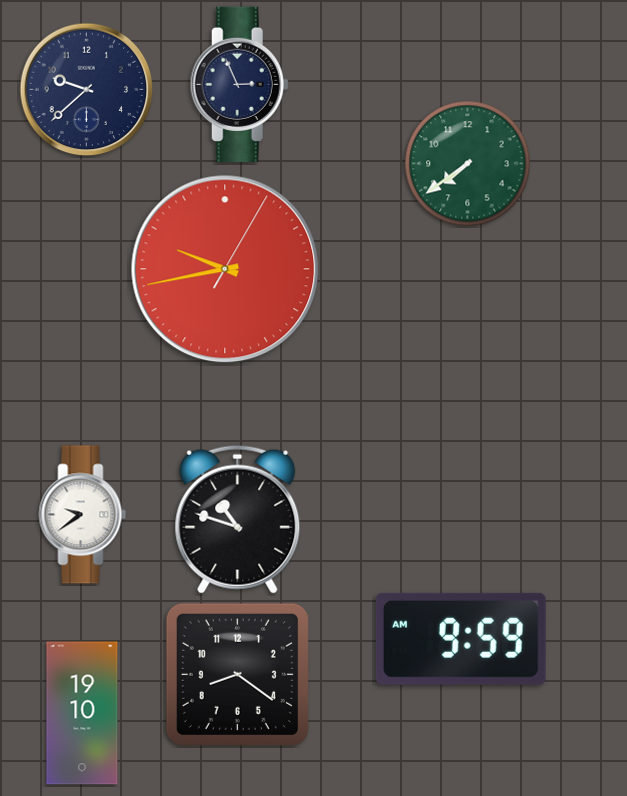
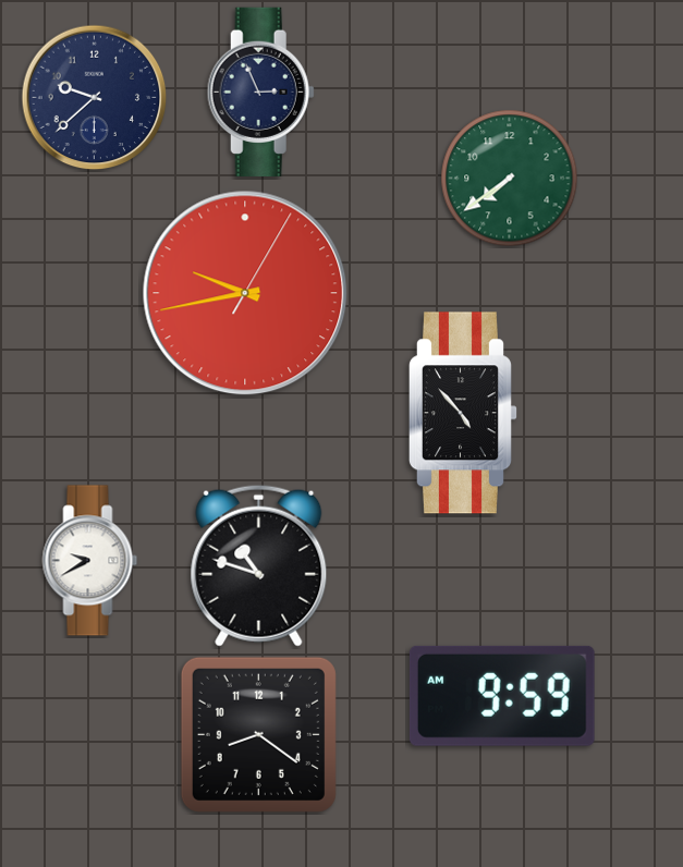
clock at (463, 413): none -> 4:53
clock at (83, 515): 9:39 -> 9:40
clock at (82, 713): 19:10 -> none
